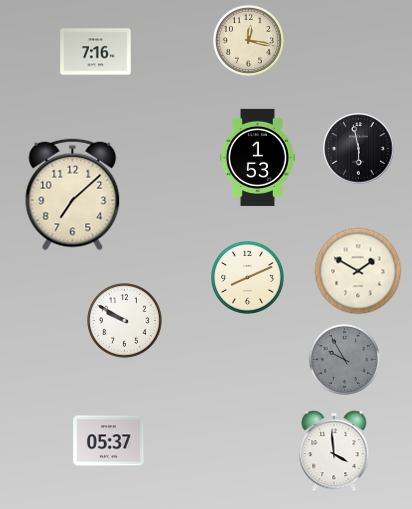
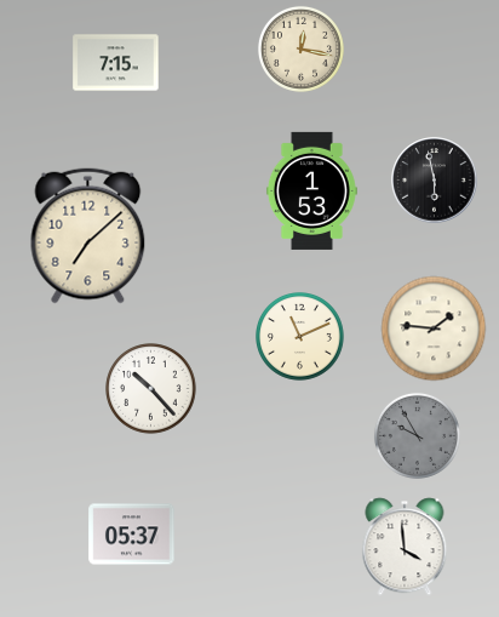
clock at (96, 52): 7:16 -> 7:15
clock at (358, 271): 1:50 -> 1:46
clock at (248, 278): 8:11 -> 11:11
clock at (125, 321): 9:50 -> 10:23
